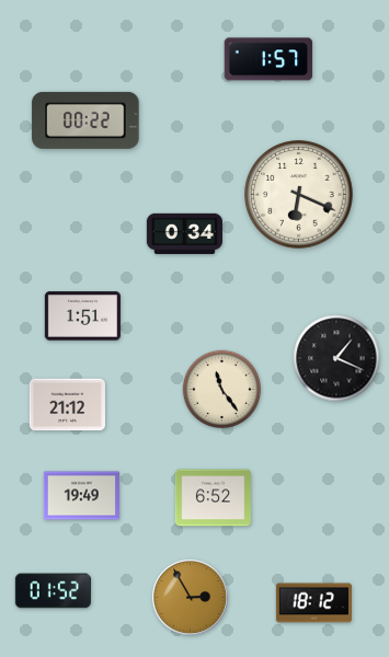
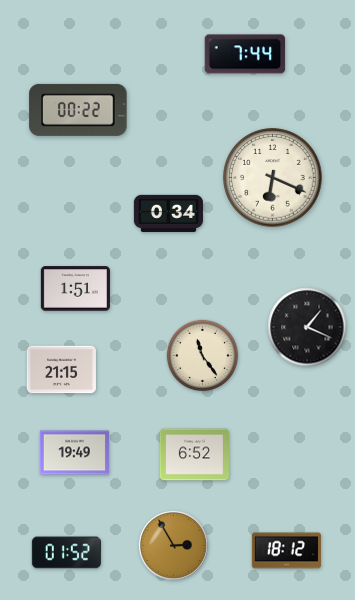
clock at (268, 59): 1:57 -> 7:44
clock at (67, 405): 21:12 -> 21:15
clock at (53, 591) position: (53, 591) -> (66, 553)
